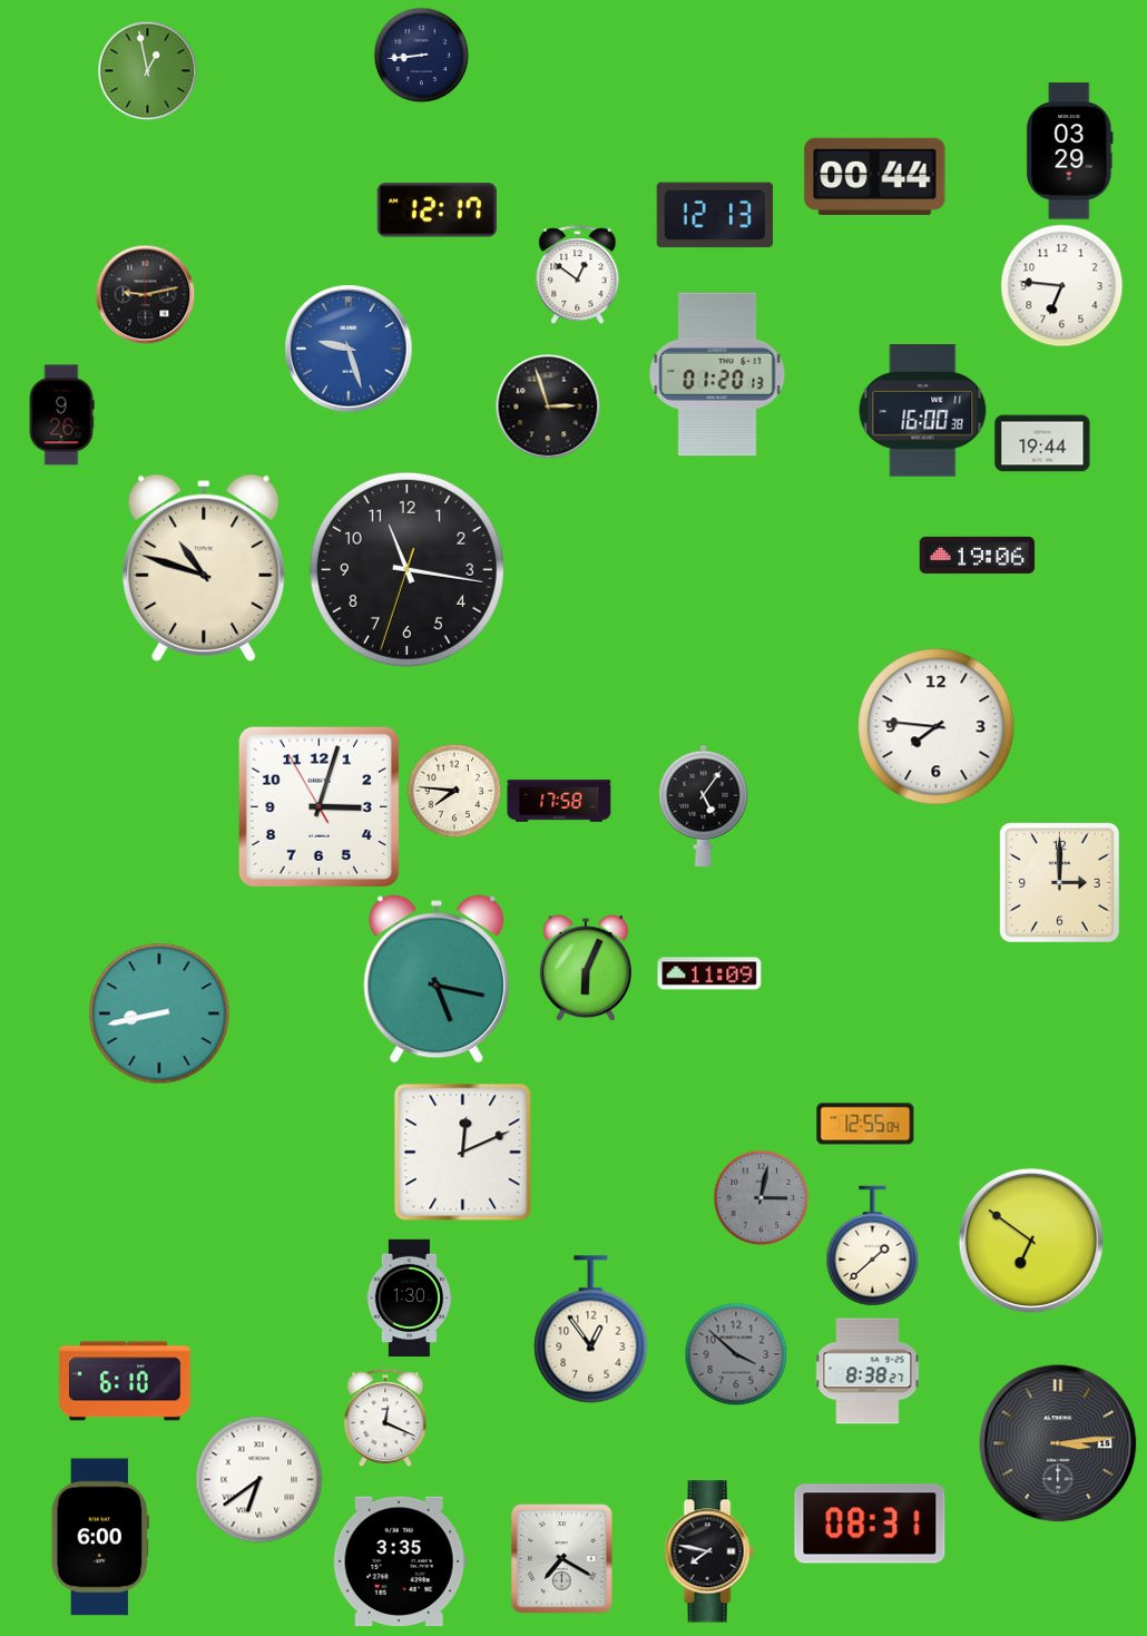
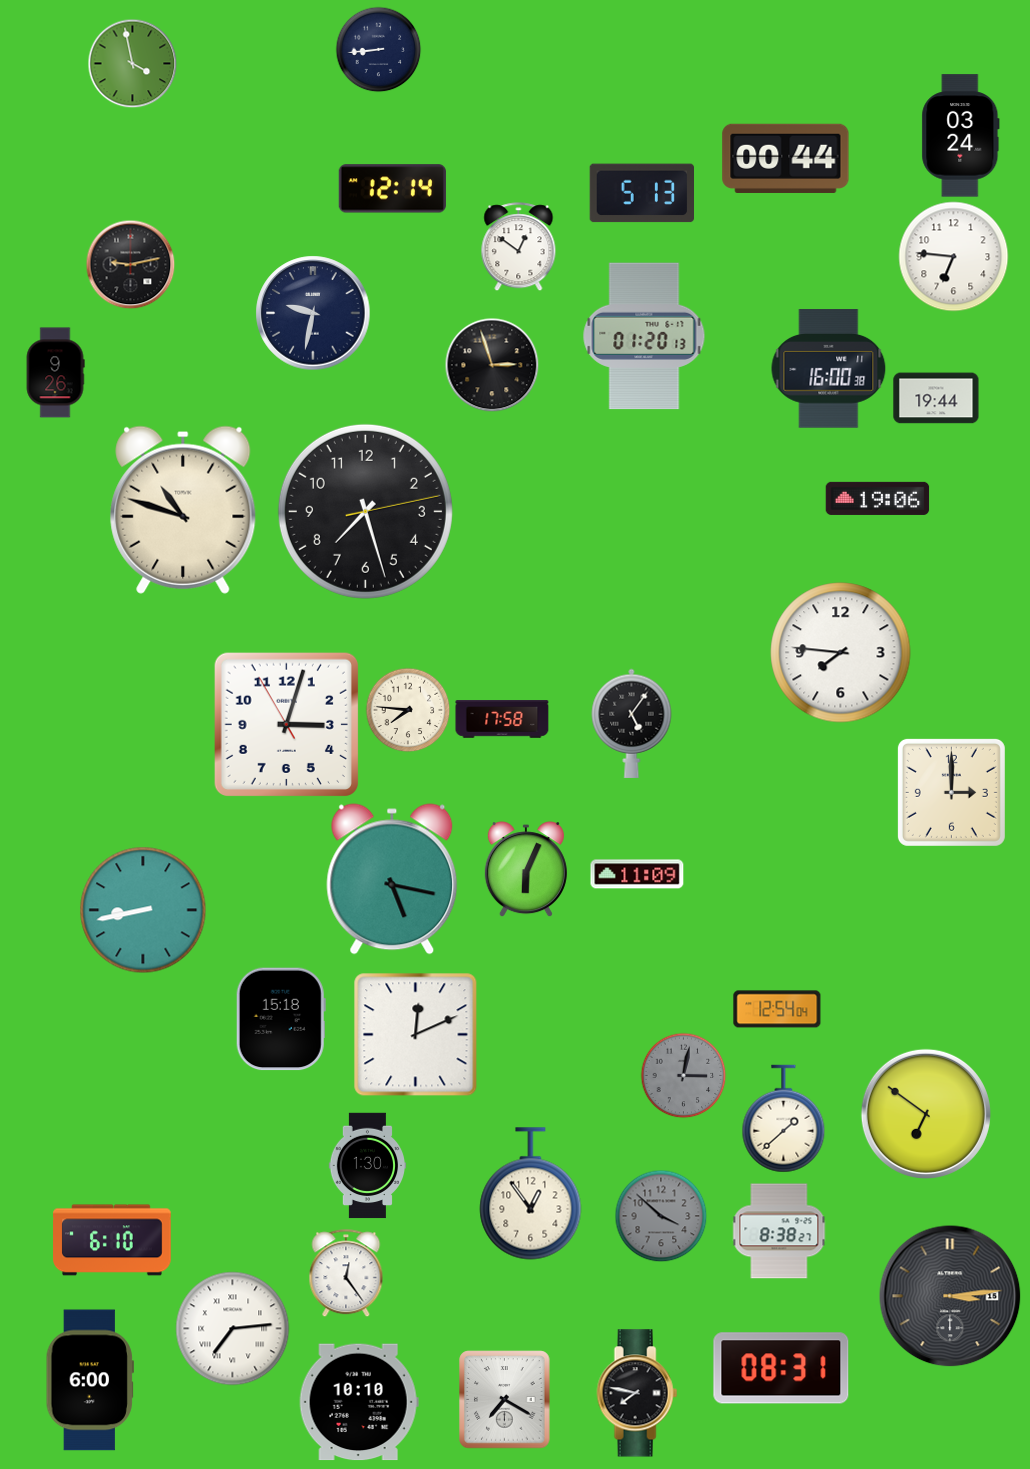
clock at (147, 70): 12:58 -> 3:58
clock at (1070, 151): 03:29 -> 03:24
clock at (437, 210): 12:17 -> 12:14
clock at (714, 215): 12:13 -> 5:13
clock at (349, 349): 9:27 -> 9:32
clock at (349, 349) dial: blue -> navy
clock at (406, 569): 11:16 -> 7:27
clock at (865, 1124): 12:55 -> 12:54
clock at (281, 1019): none -> 15:18
clock at (385, 1418): 12:19 -> 12:24
clock at (259, 1480): 6:39 -> 7:14
clock at (400, 1561): 3:35 -> 10:10
